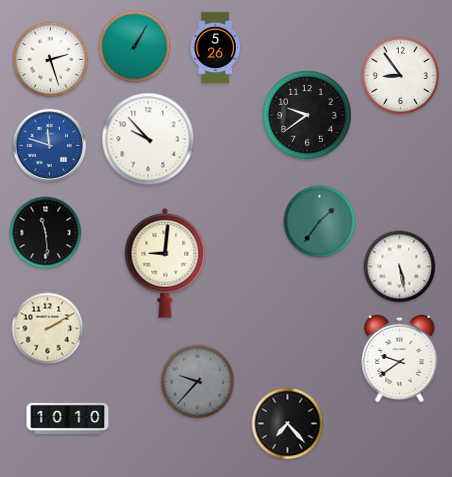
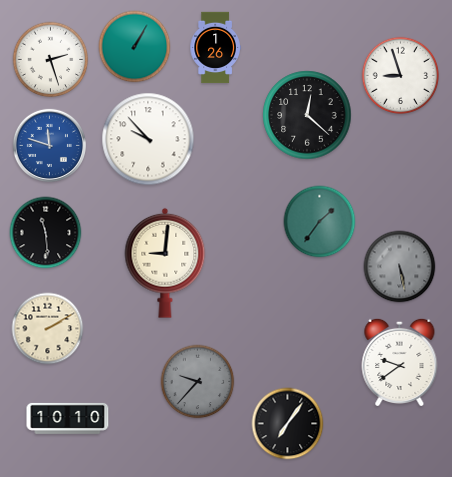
clock at (215, 48): 5:26 -> 1:26
clock at (401, 76): 8:54 -> 8:57
clock at (307, 115): 9:39 -> 12:22
clock at (400, 267) dial: white -> grey
clock at (400, 357) position: (400, 357) -> (400, 361)
clock at (288, 424): 7:23 -> 7:06
